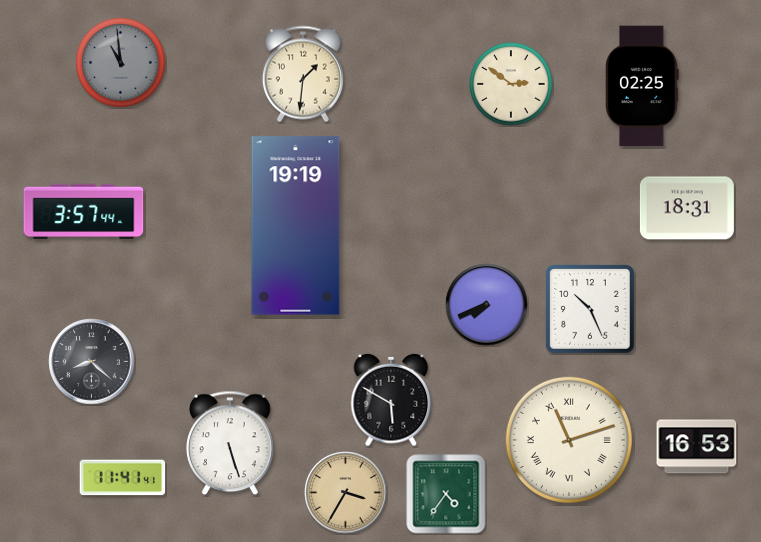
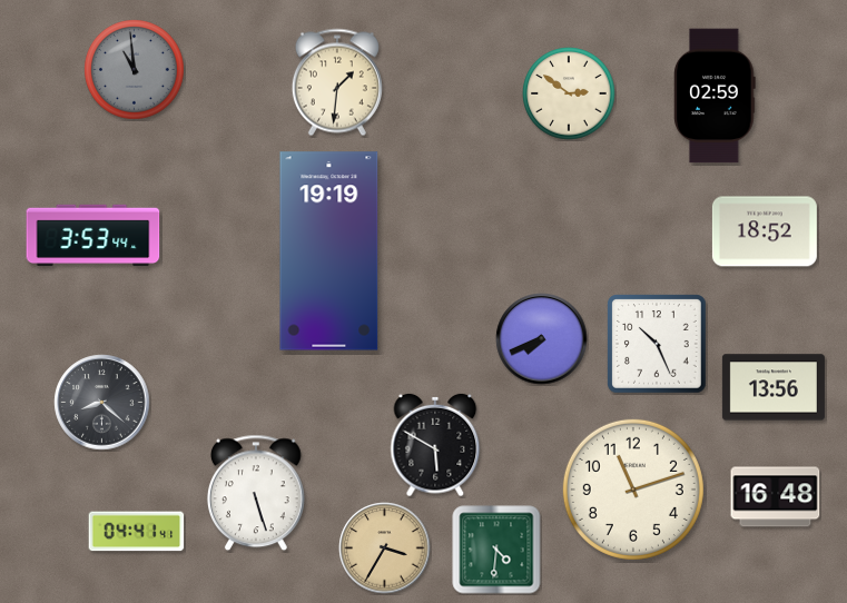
clock at (642, 86): 02:25 -> 02:59
clock at (687, 208): 18:31 -> 18:52
clock at (84, 212): 3:57 -> 3:53
clock at (774, 387): none -> 13:56
clock at (569, 440) numerals: Roman -> Arabic
clock at (697, 447): 16:53 -> 16:48
clock at (123, 478): 11:41 -> 04:41
clock at (446, 494): 4:36 -> 4:31
